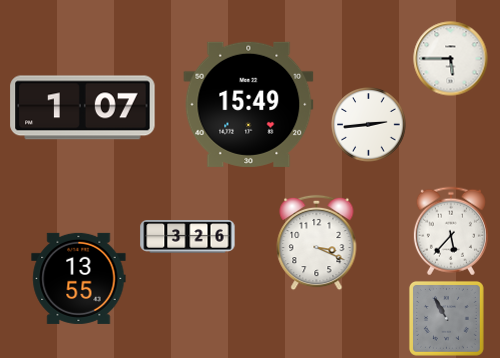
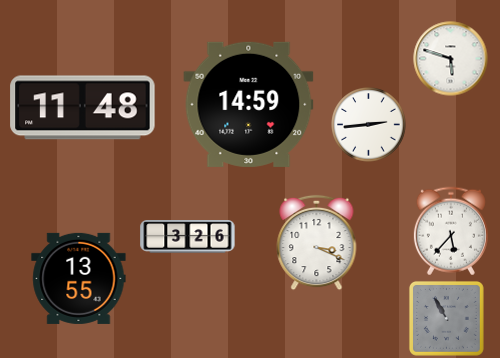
clock at (451, 59): 5:45 -> 5:48
clock at (249, 104): 15:49 -> 14:59
clock at (83, 108): 1:07 -> 11:48
